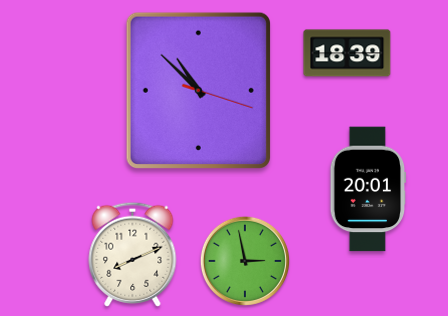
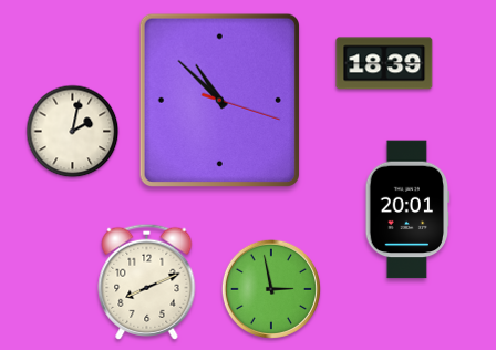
clock at (347, 53) position: (347, 53) -> (384, 63)
clock at (73, 132): none -> 2:02
